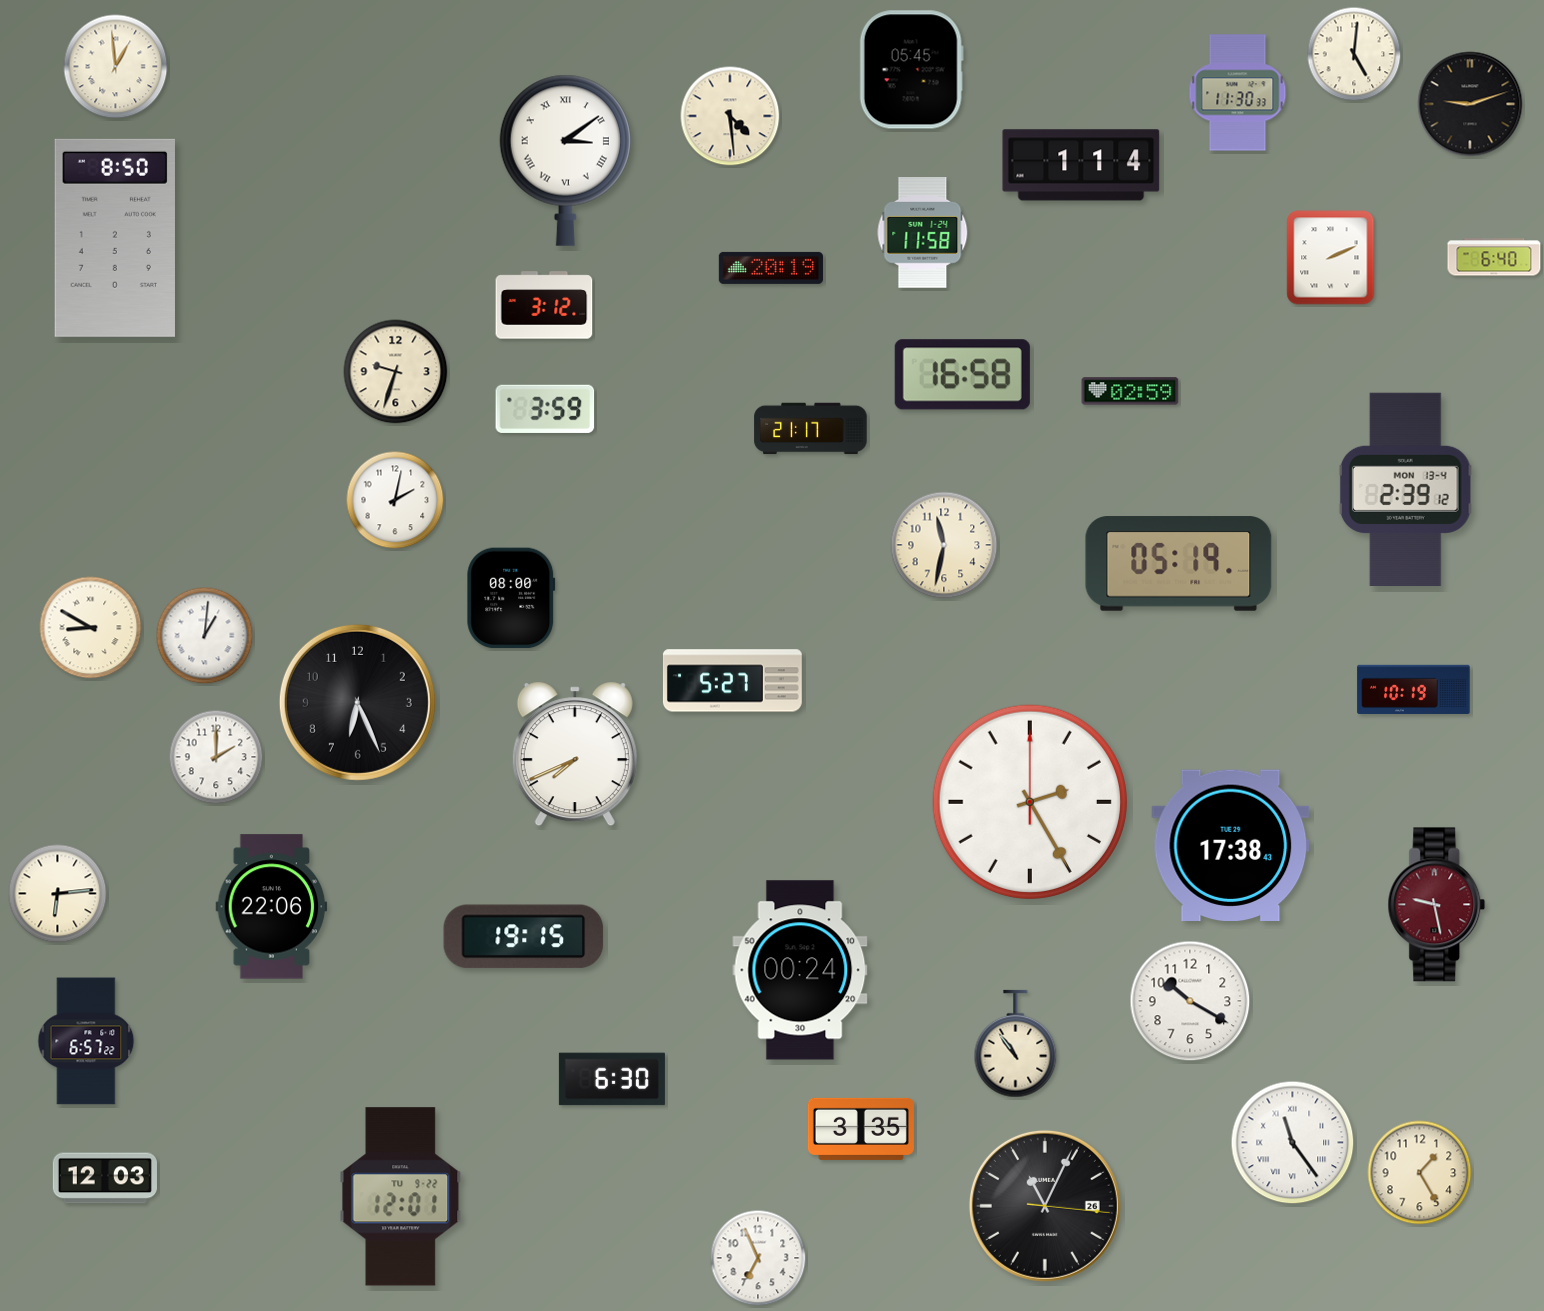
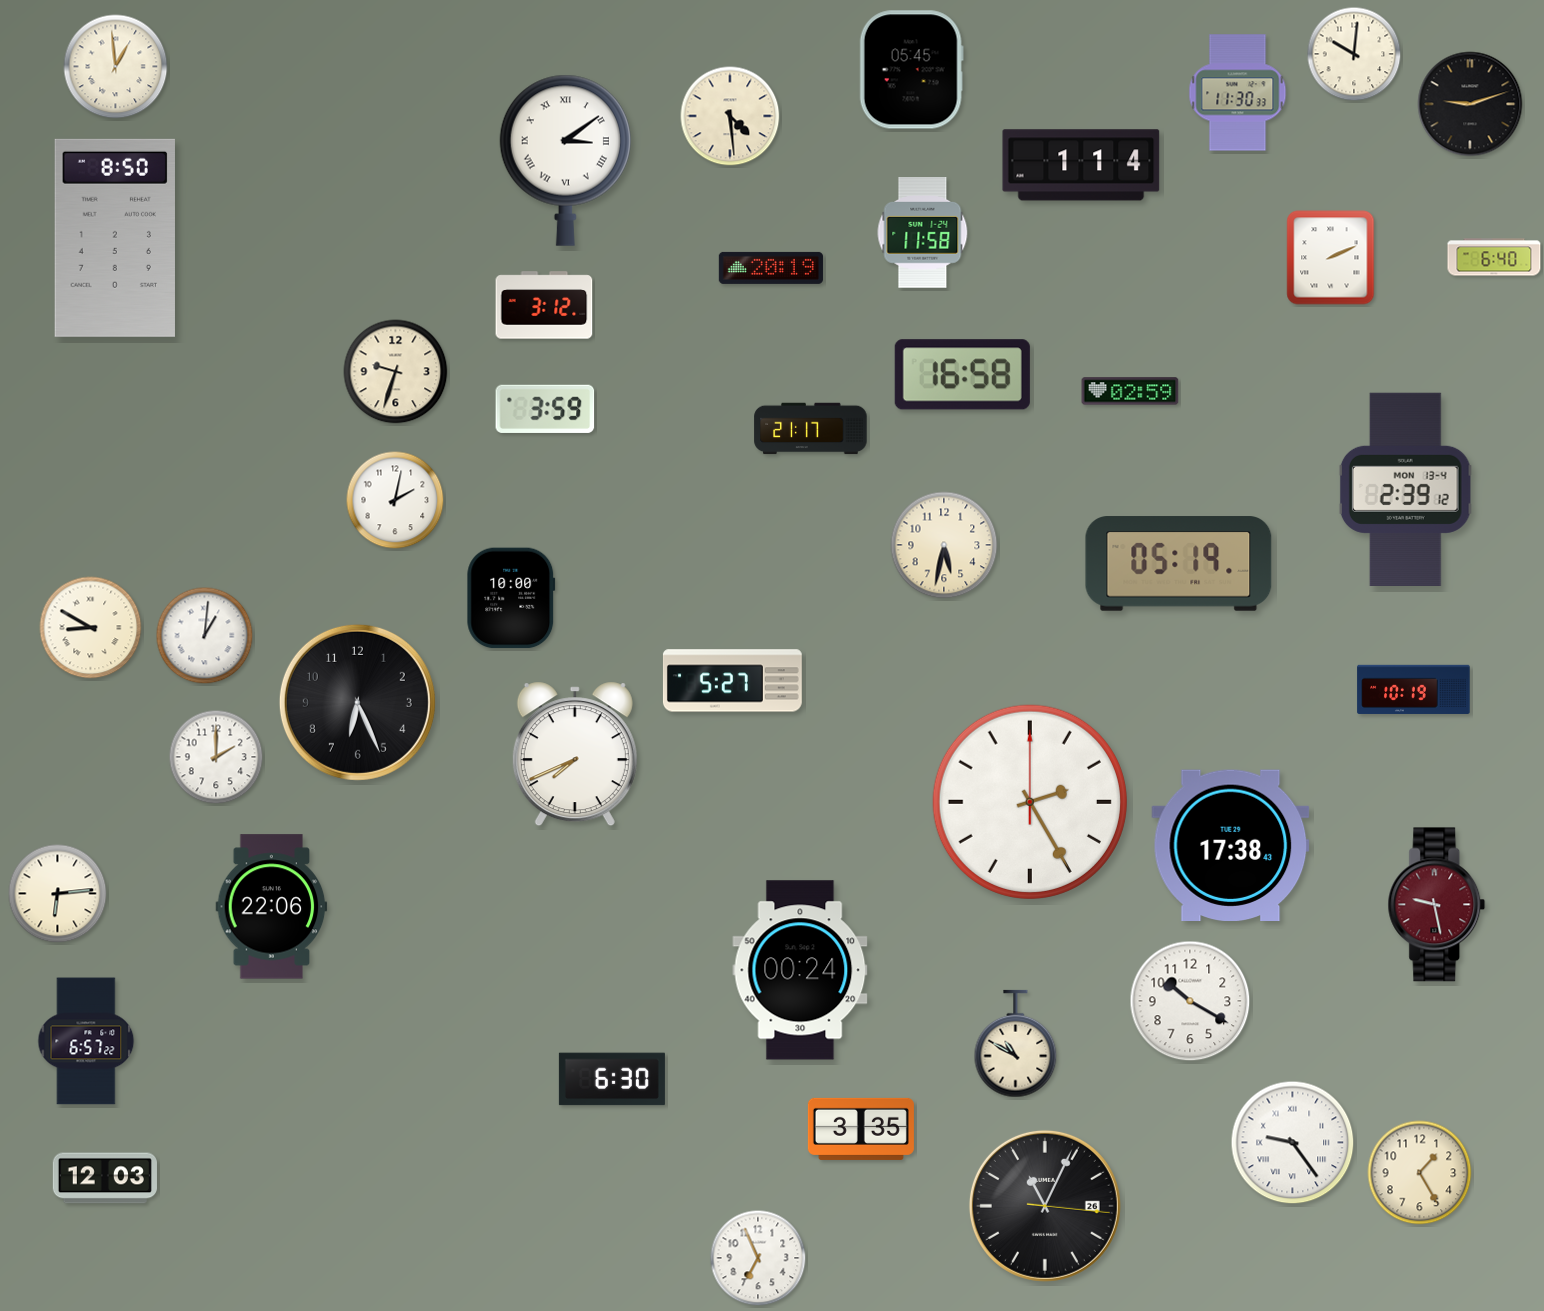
clock at (1354, 54): 5:01 -> 10:01
clock at (944, 545): 11:32 -> 5:32
clock at (511, 598): 08:00 -> 10:00
clock at (524, 937): 19:15 -> none
clock at (1016, 1044): 10:54 -> 10:50
clock at (1293, 1143): 11:24 -> 9:24
clock at (401, 1197): 12:01 -> none
